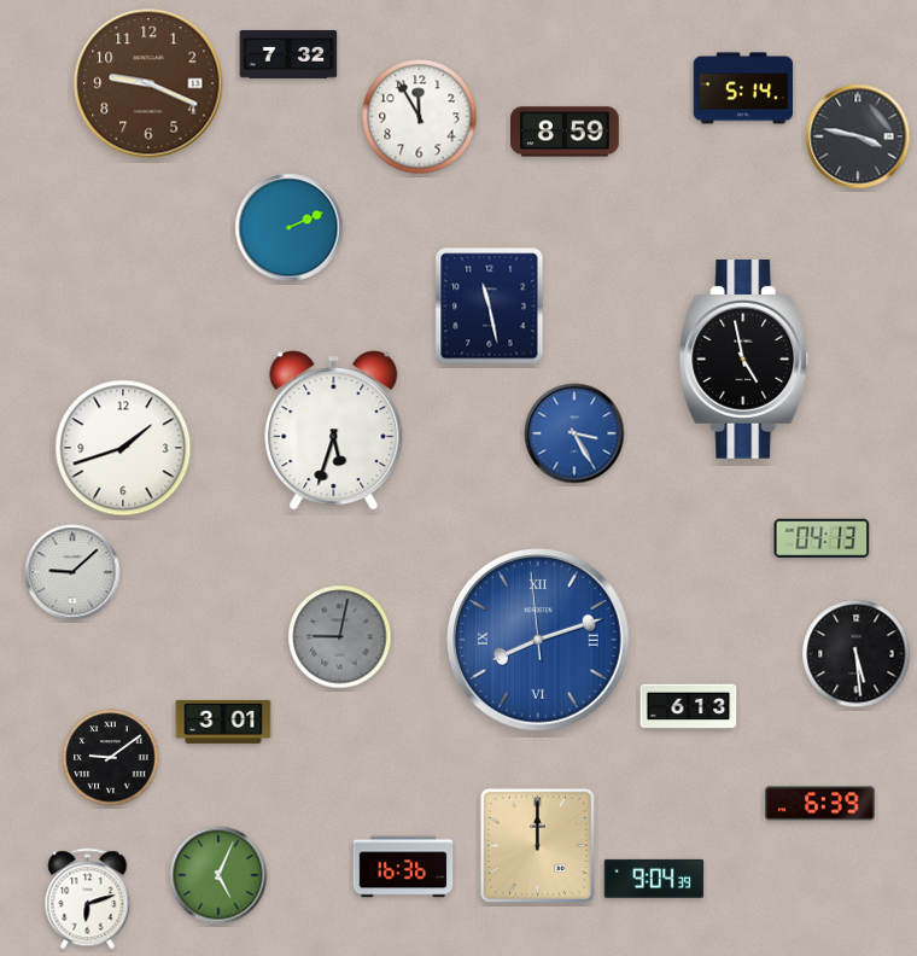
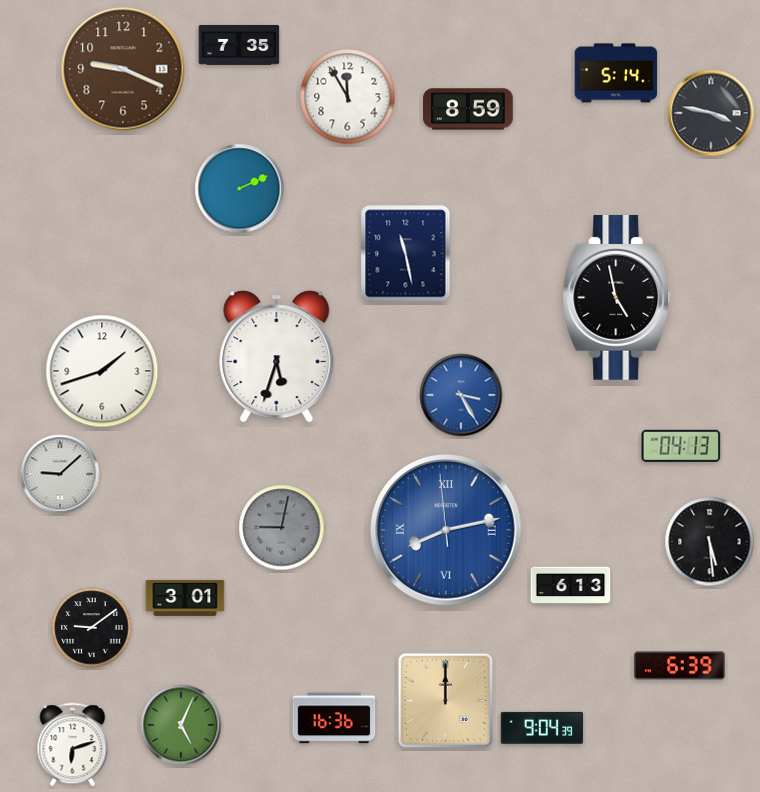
clock at (288, 54): 7:32 -> 7:35
clock at (574, 433) position: (574, 433) -> (461, 395)
clock at (538, 640): 8:11 -> 8:12
